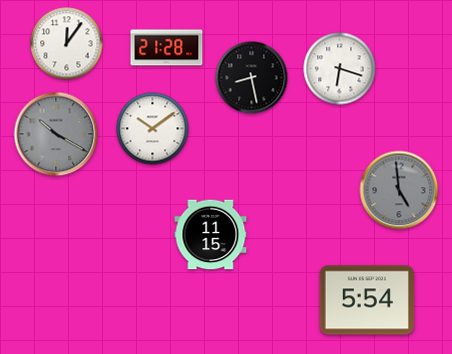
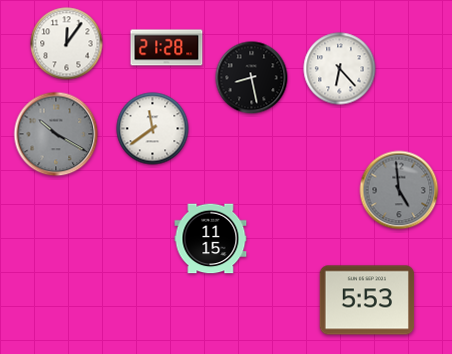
clock at (340, 69): 6:18 -> 6:23
clock at (153, 129): 10:09 -> 11:39
clock at (211, 235) position: (211, 235) -> (211, 239)
clock at (367, 300): 5:54 -> 5:53
